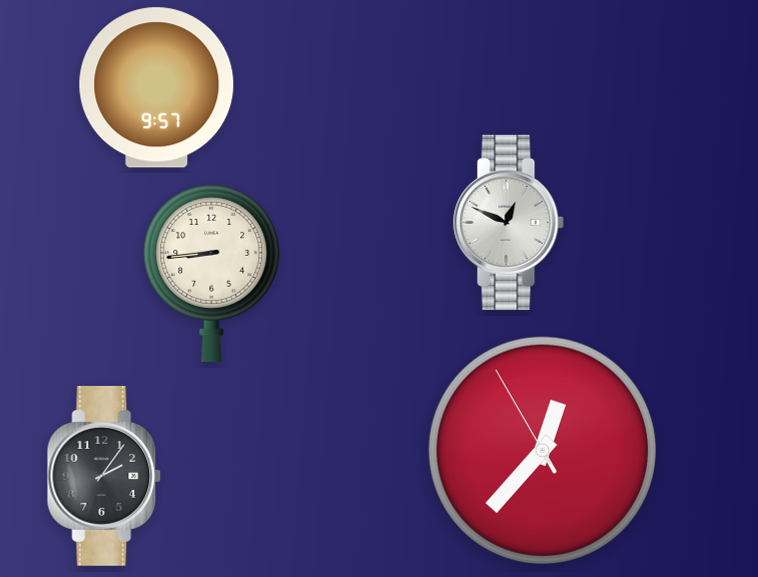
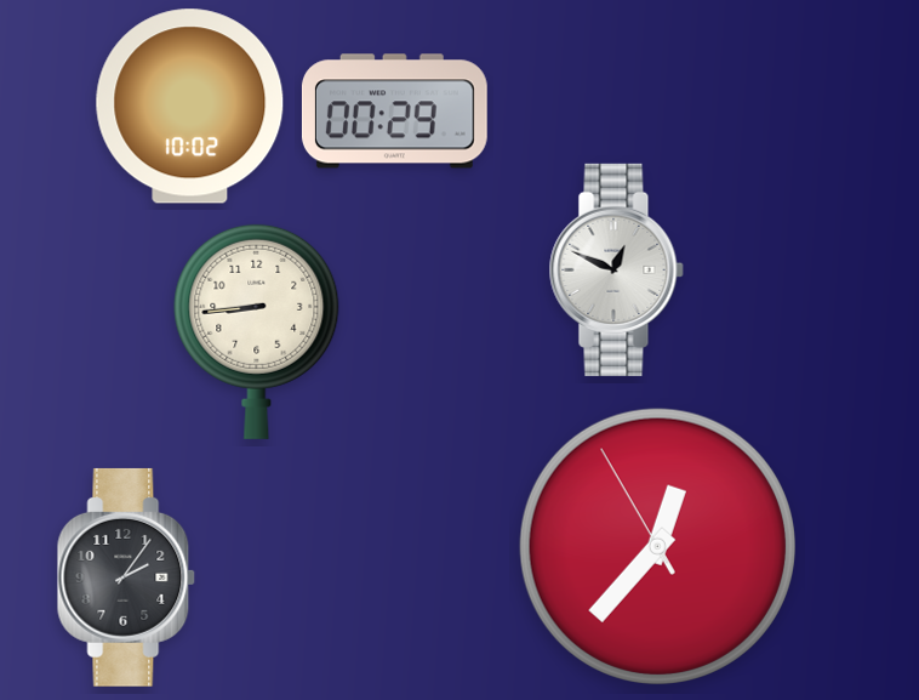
clock at (157, 88): 9:57 -> 10:02
clock at (394, 112): none -> 00:29
